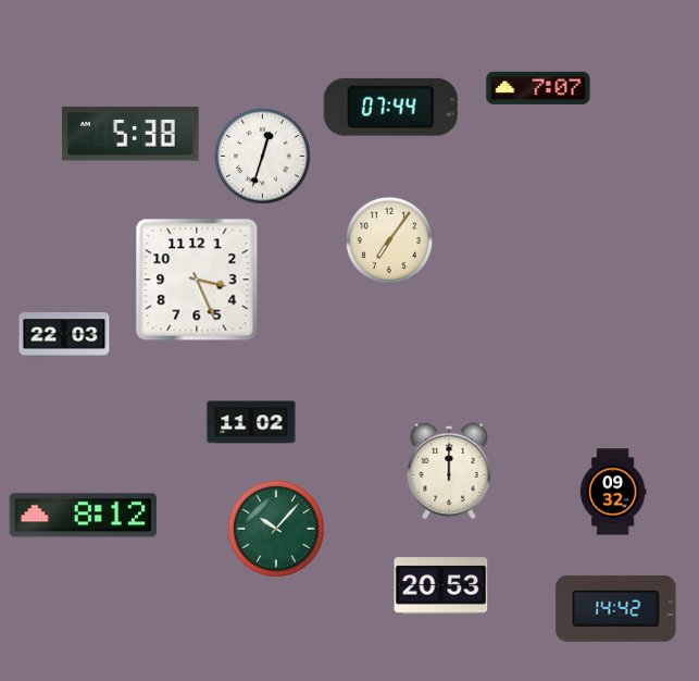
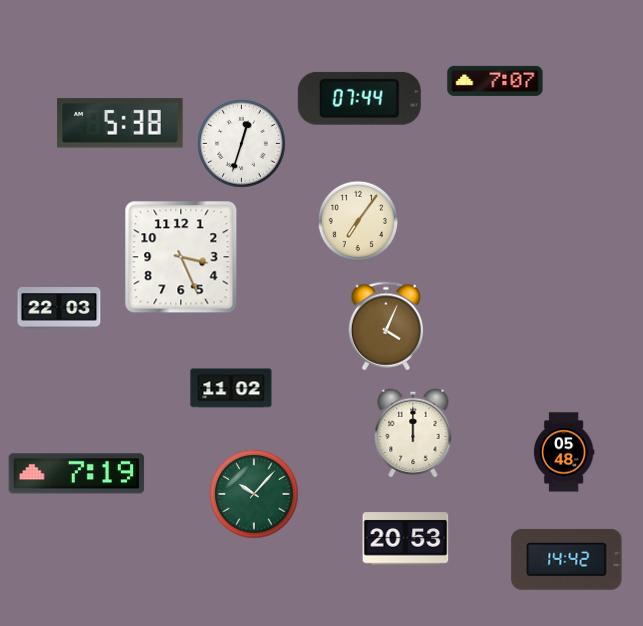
clock at (385, 326): none -> 4:04
clock at (613, 492): 09:32 -> 05:48
clock at (84, 516): 8:12 -> 7:19
clock at (276, 529) position: (276, 529) -> (254, 494)
